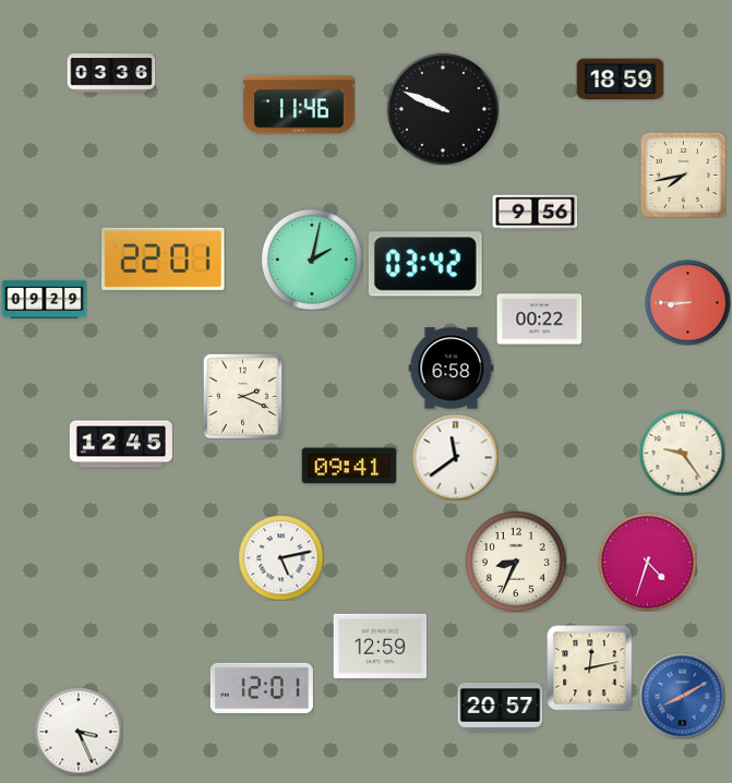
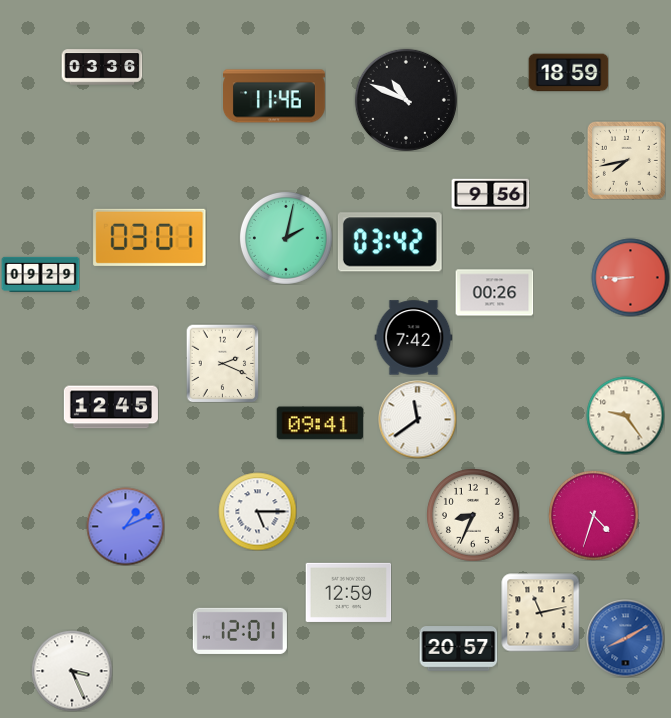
clock at (443, 109): 9:49 -> 10:49
clock at (164, 258): 22:01 -> 03:01
clock at (539, 320): 00:22 -> 00:26
clock at (451, 369): 6:58 -> 7:42
clock at (349, 466) position: (349, 466) -> (320, 423)
clock at (280, 557): 5:13 -> 5:15
clock at (125, 526): none -> 1:11
clock at (589, 667): 12:13 -> 11:13
